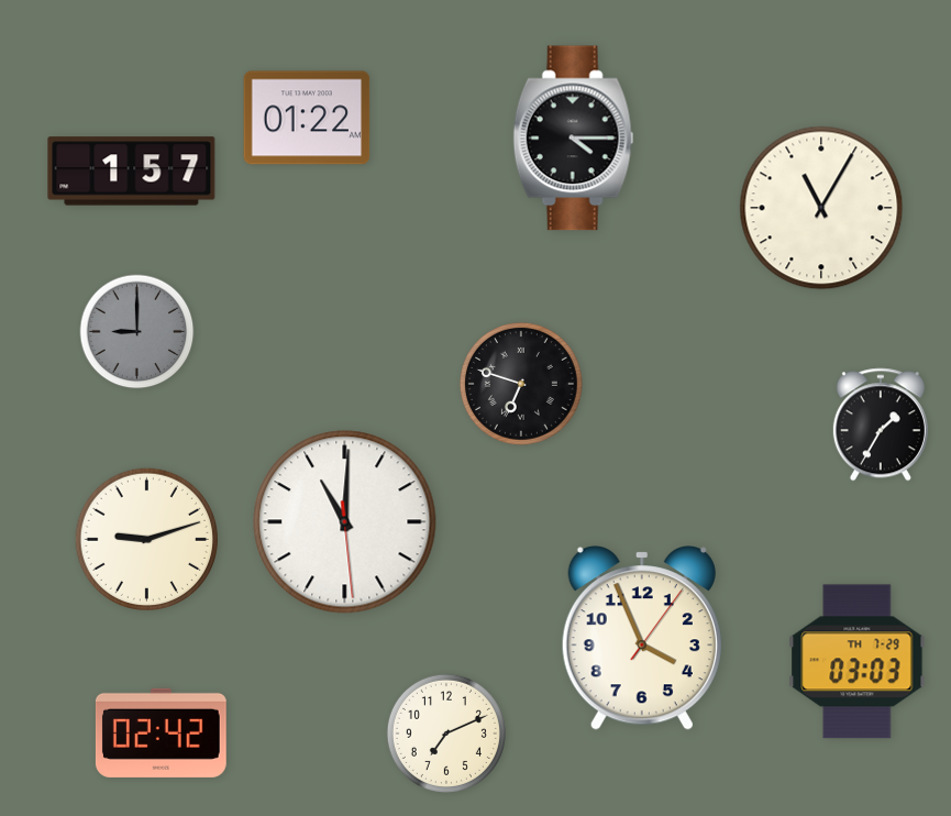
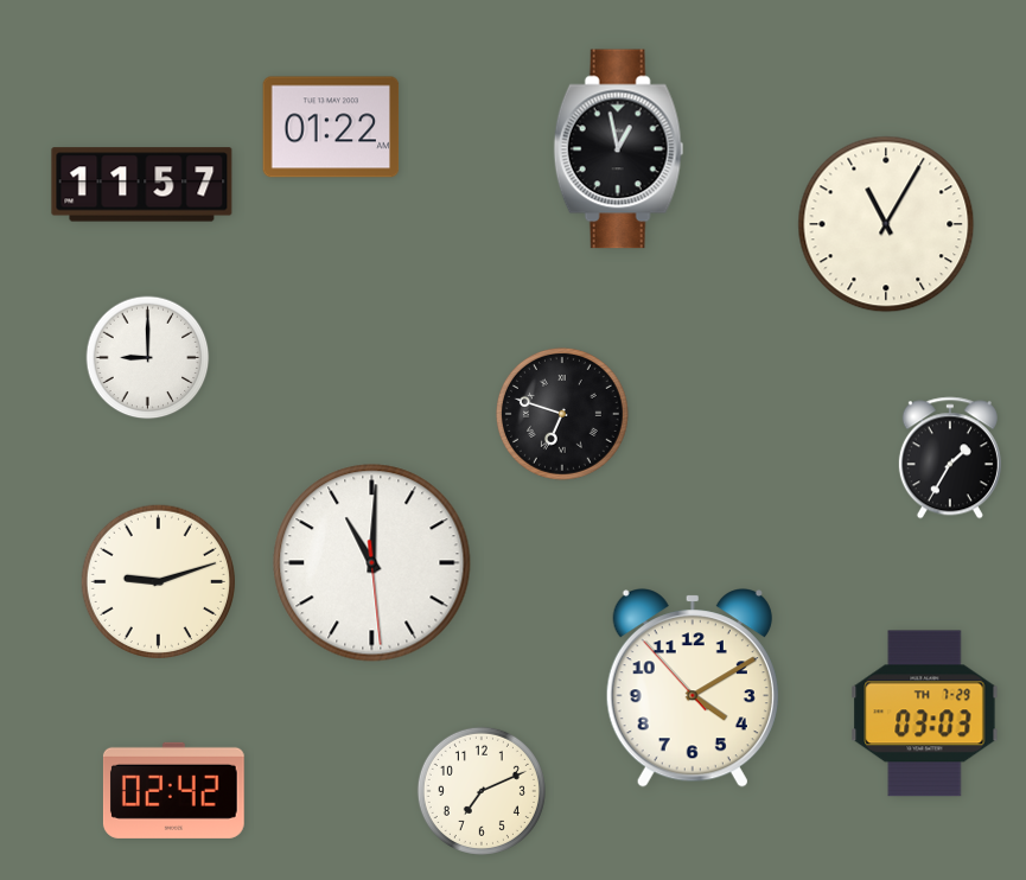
clock at (574, 139): 4:15 -> 12:58
clock at (132, 172): 1:57 -> 11:57
clock at (137, 332) dial: grey -> white
clock at (642, 638): 3:56 -> 4:09
